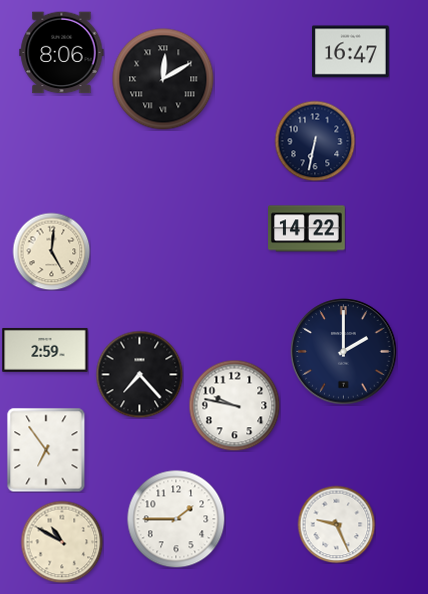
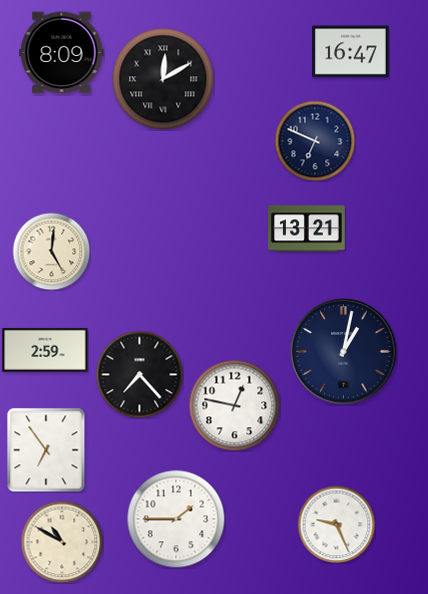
clock at (62, 53): 8:06 -> 8:09
clock at (315, 141): 6:32 -> 6:49
clock at (307, 229): 14:22 -> 13:21
clock at (344, 352): 2:00 -> 1:02
clock at (234, 405): 9:47 -> 12:47
